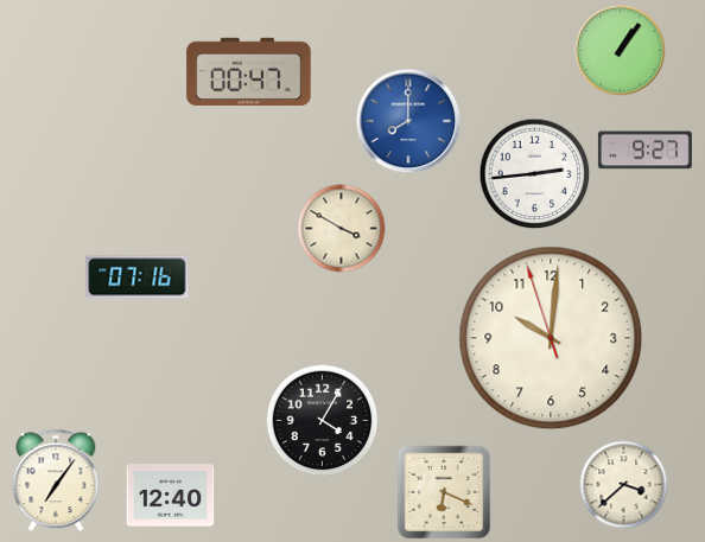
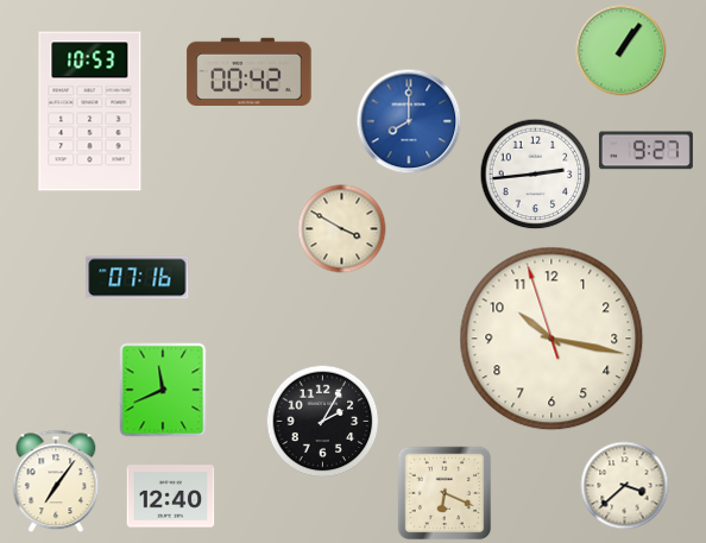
clock at (249, 71): 00:47 -> 00:42
clock at (90, 112): none -> 10:53
clock at (551, 338): 10:00 -> 10:16
clock at (163, 390): none -> 11:41
clock at (323, 421): 4:05 -> 2:05
